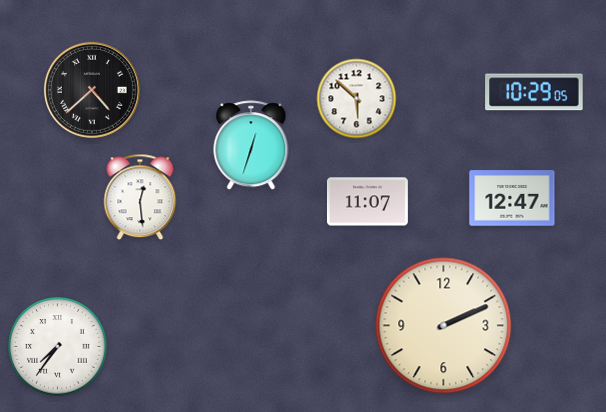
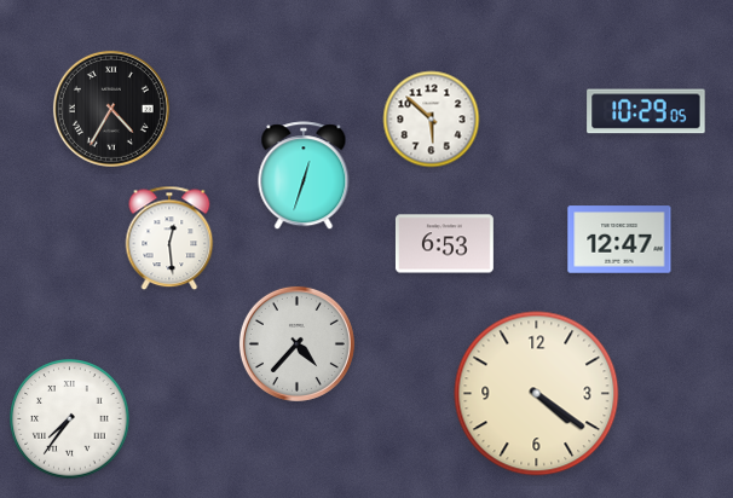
clock at (92, 90): 4:38 -> 4:35
clock at (367, 202): 11:07 -> 6:53
clock at (296, 343): none -> 4:37
clock at (444, 326): 2:11 -> 4:21
